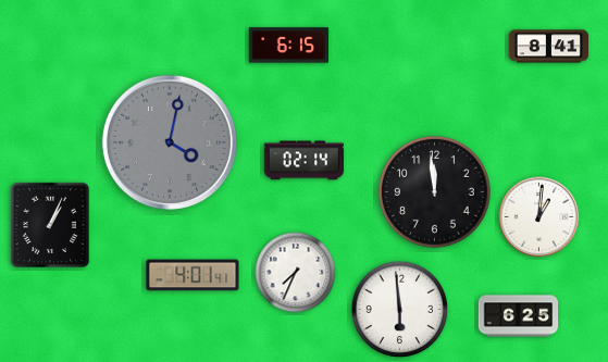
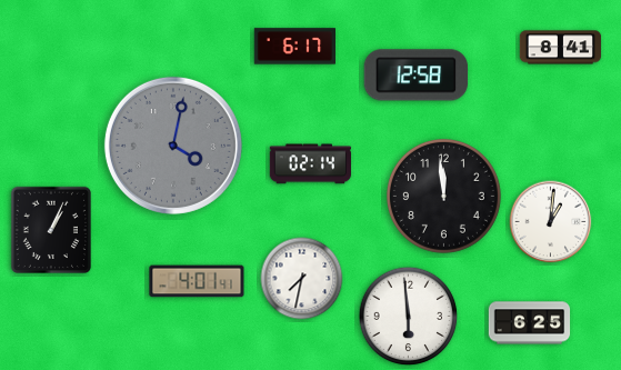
clock at (288, 46): 6:15 -> 6:17
clock at (417, 76): none -> 12:58
clock at (296, 273): 7:34 -> 7:32
